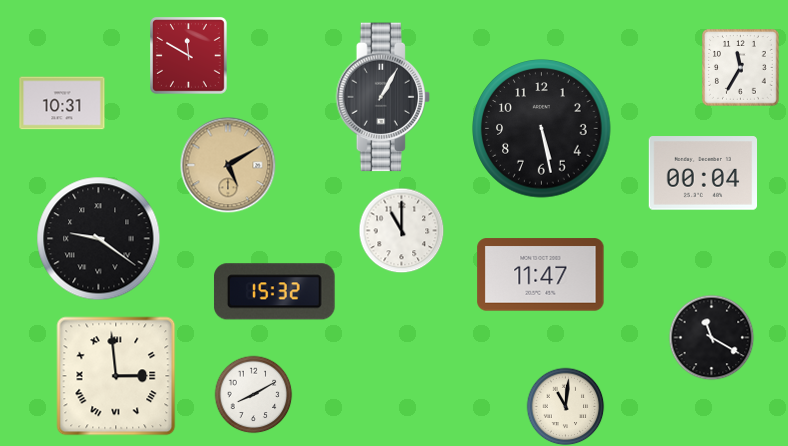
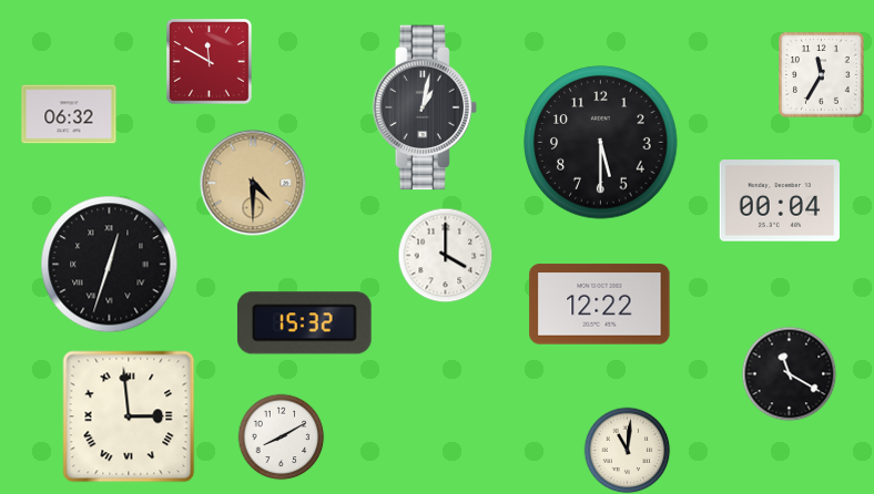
clock at (383, 97): 1:05 -> 1:02
clock at (62, 103): 10:31 -> 06:32
clock at (542, 129): 5:28 -> 5:30
clock at (228, 165): 5:10 -> 4:30
clock at (702, 173) position: (702, 173) -> (779, 200)
clock at (401, 230): 11:00 -> 4:00
clock at (99, 239): 9:21 -> 12:33
clock at (541, 275): 11:47 -> 12:22
